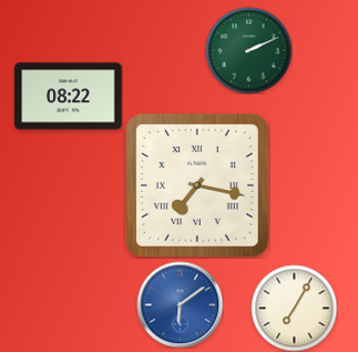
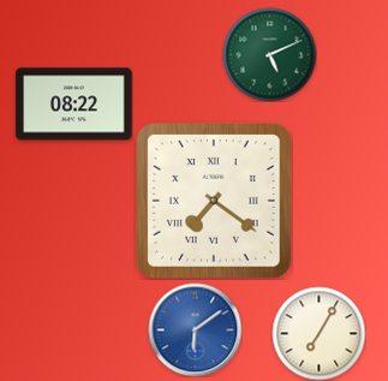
clock at (248, 50): 2:11 -> 5:11
clock at (197, 185): 7:17 -> 7:21
